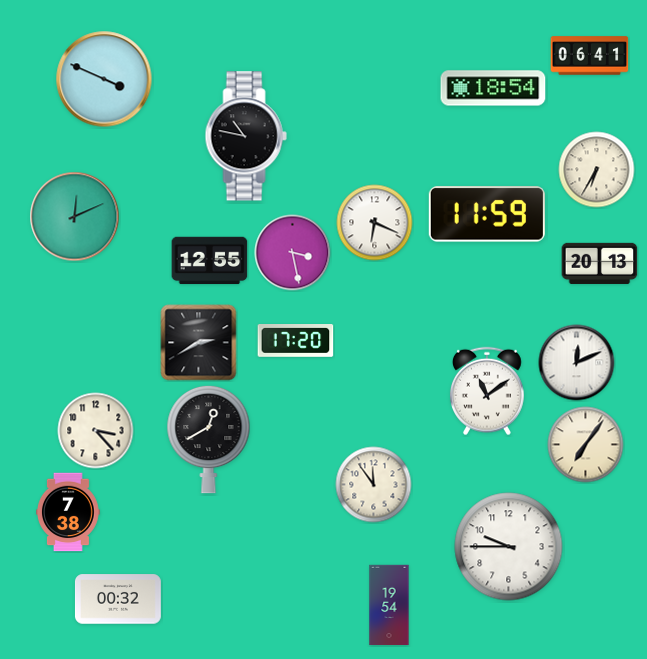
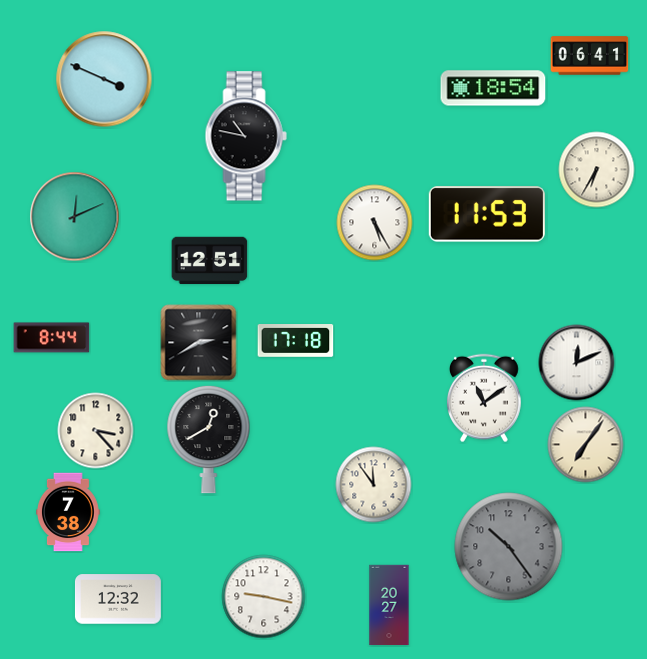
clock at (487, 214): 11:59 -> 11:53
clock at (375, 223): 6:19 -> 5:25
clock at (293, 253): 3:28 -> none
clock at (210, 261): 12:55 -> 12:51
clock at (600, 263): 20:13 -> none
clock at (52, 338): none -> 8:44
clock at (296, 341): 17:20 -> 17:18
clock at (487, 391) position: (487, 391) -> (484, 398)
clock at (509, 547): 9:45 -> 10:24
clock at (509, 547) dial: white -> grey
clock at (264, 597): none -> 9:17
clock at (118, 599): 00:32 -> 12:32
clock at (389, 605): 19:54 -> 20:27
